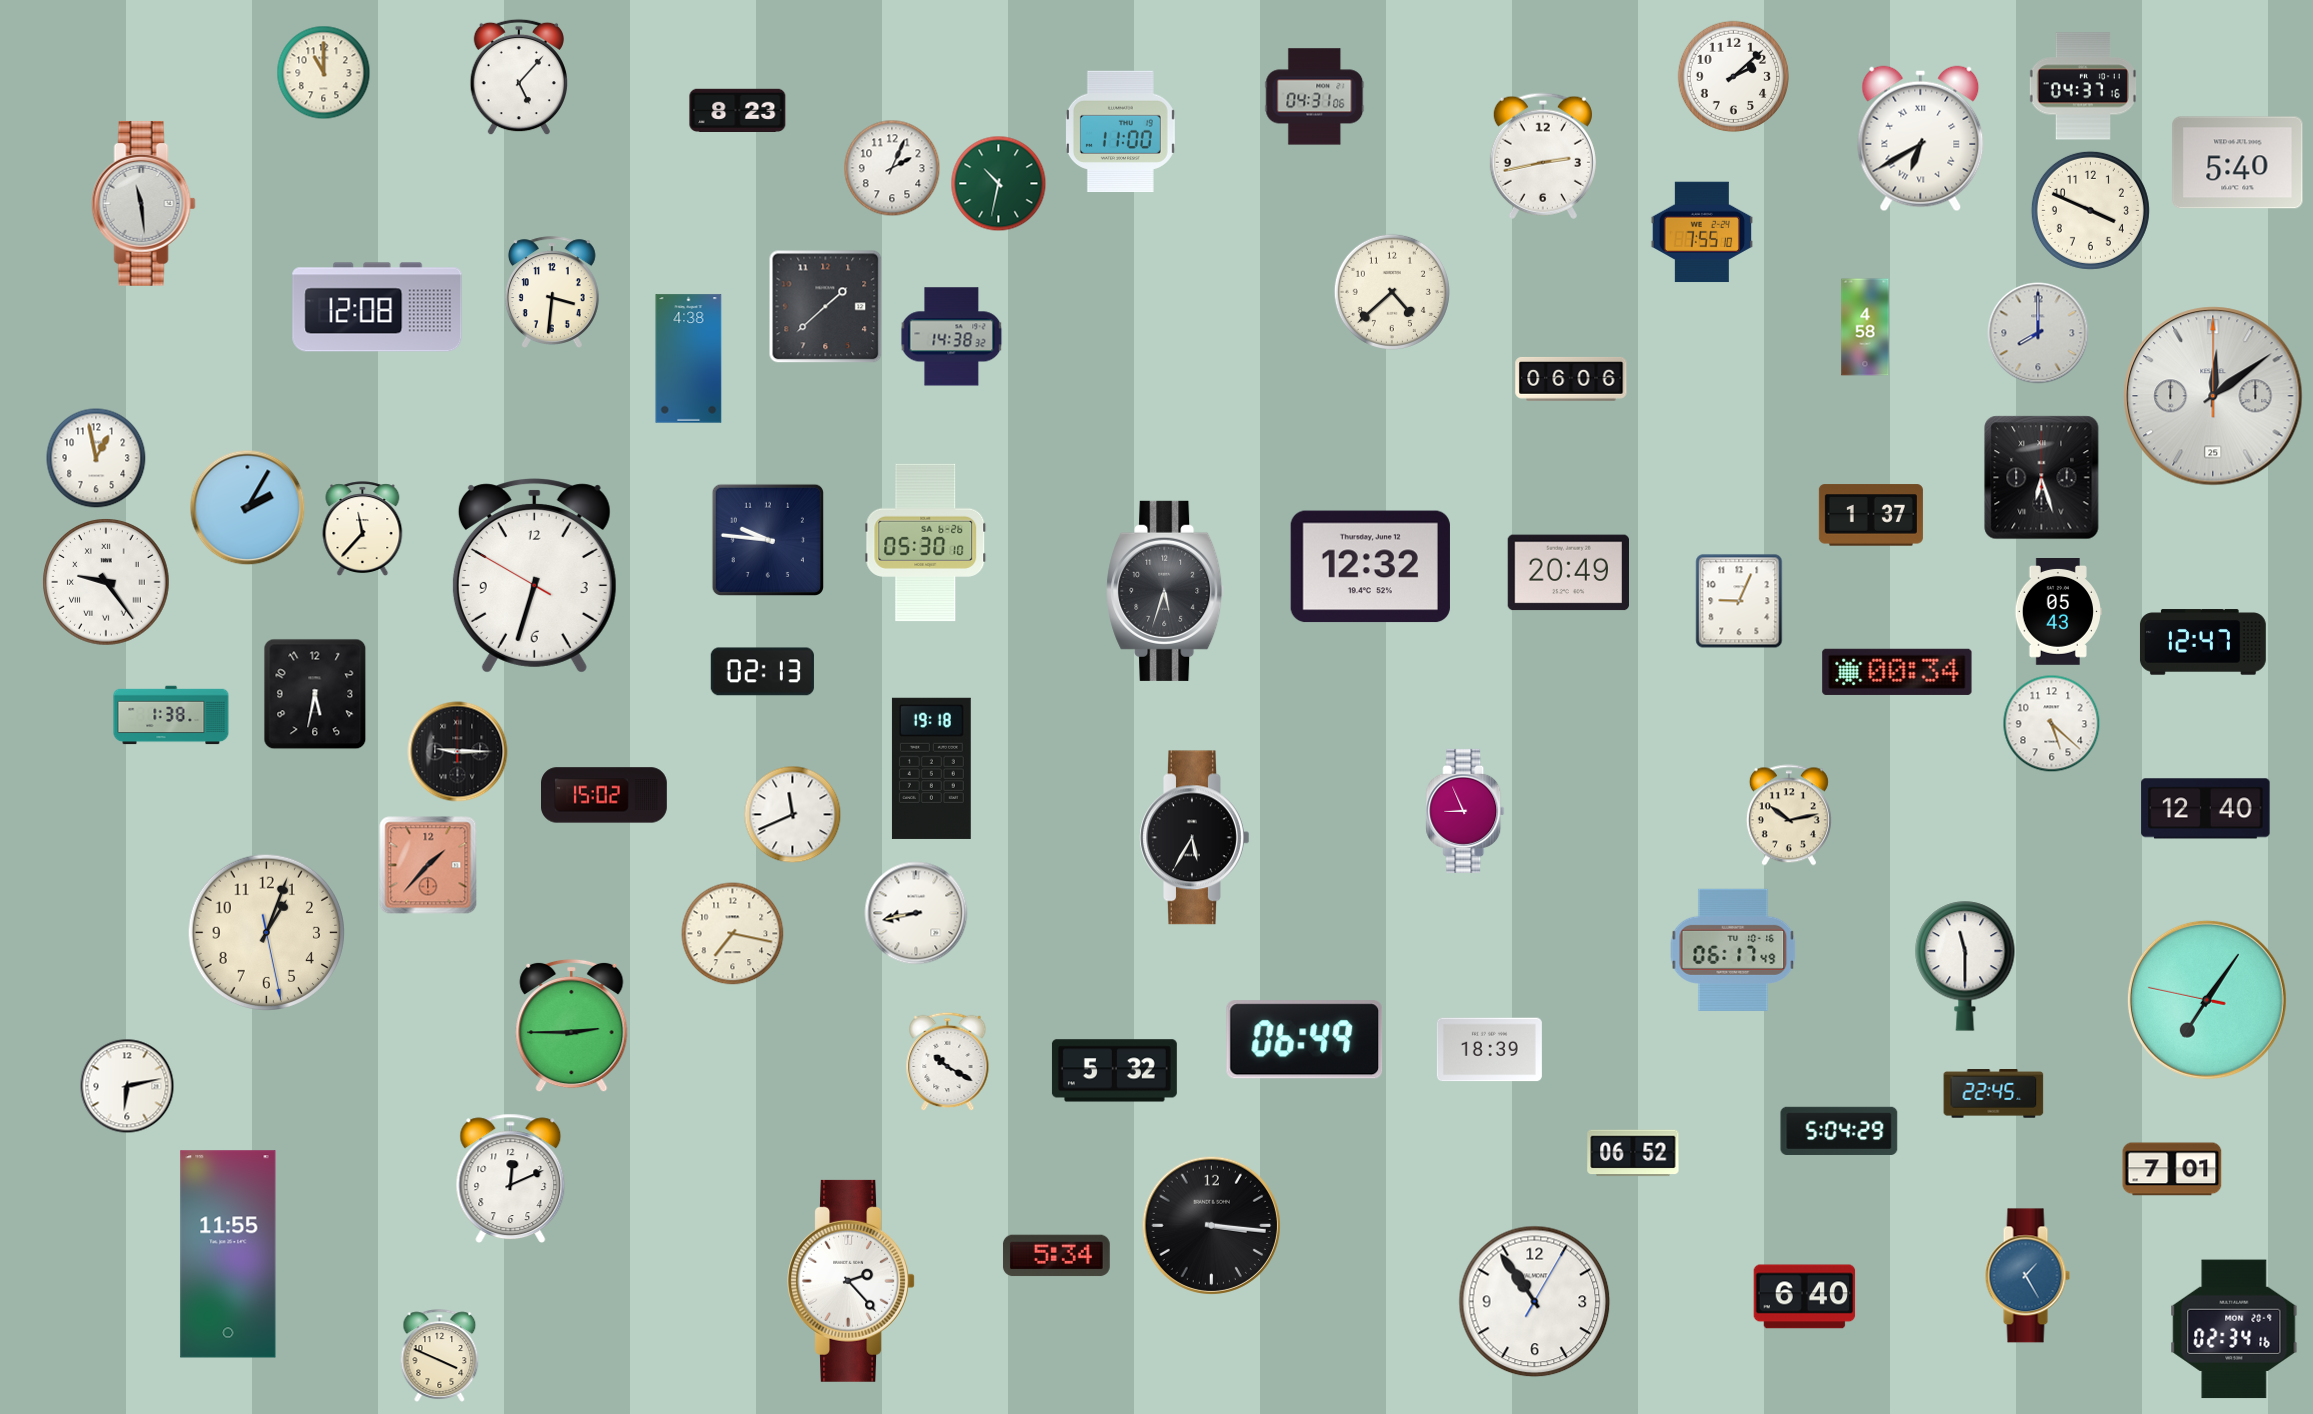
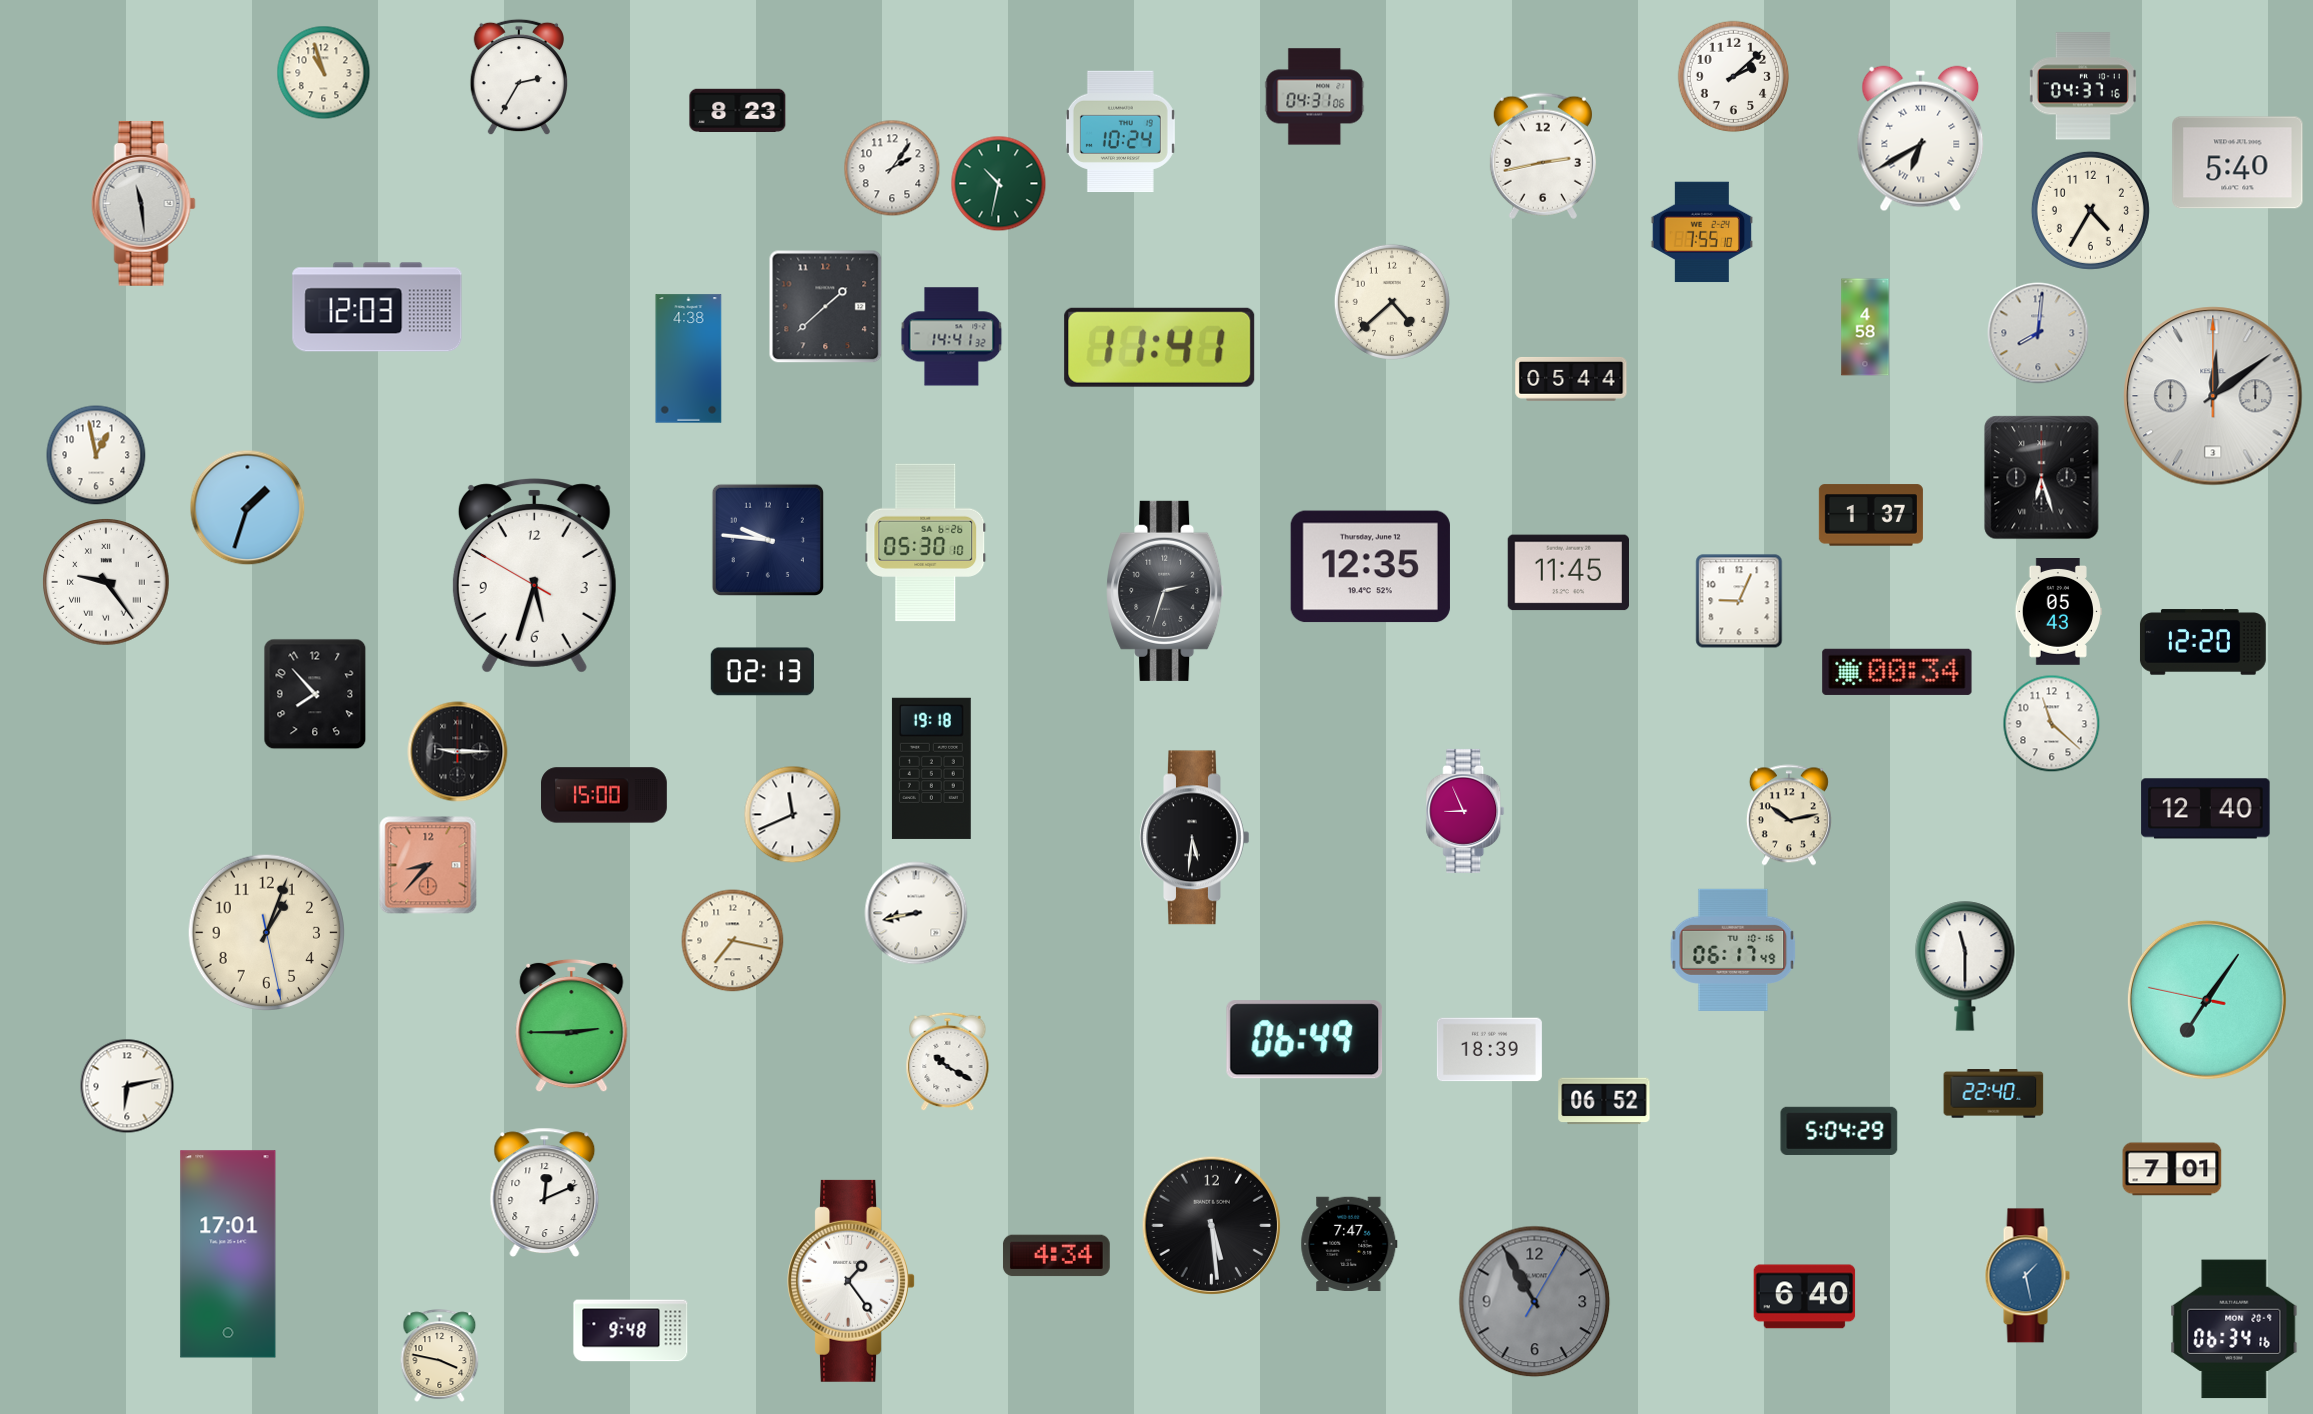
clock at (324, 73): 11:00 -> 10:57
clock at (518, 77): 5:07 -> 2:35
clock at (1120, 131): 11:00 -> 10:24
clock at (892, 168): 2:04 -> 2:06
clock at (2090, 210): 3:49 -> 4:35
clock at (552, 292): 3:31 -> none
clock at (1392, 292) position: (1392, 292) -> (1392, 302)
clock at (377, 307): 12:08 -> 12:03
clock at (2038, 333): 8:00 -> 8:01
clock at (952, 337): 14:38 -> 14:41
clock at (1160, 347): none -> 11:41
clock at (1571, 379): 06:06 -> 05:44
clock at (2213, 396) date: 25 -> 3
clock at (96, 458) position: (96, 458) -> (96, 455)
clock at (248, 508): 2:05 -> 1:33
clock at (363, 528): 11:37 -> none
clock at (1370, 567): 12:32 -> 12:35
clock at (1568, 573): 20:49 -> 11:45
clock at (534, 576): 6:32 -> 5:32
clock at (1166, 591): 5:33 -> 2:33
clock at (2203, 642): 12:47 -> 12:20
clock at (315, 694): 5:32 -> 7:53
clock at (171, 715): 1:38 -> none
clock at (2052, 724): 5:22 -> 11:22
clock at (605, 795): 15:02 -> 15:00
clock at (1195, 838): 5:35 -> 5:31
clock at (428, 865): 1:37 -> 8:37
clock at (733, 934) position: (733, 934) -> (733, 941)
clock at (1114, 1071): 5:32 -> none
clock at (1994, 1094): 22:45 -> 22:40
clock at (1633, 1153) position: (1633, 1153) -> (1604, 1101)
clock at (511, 1178) position: (511, 1178) -> (545, 1192)
clock at (1211, 1225): 3:16 -> 5:29
clock at (1349, 1243): none -> 7:47
clock at (228, 1254): 11:55 -> 17:01
clock at (1056, 1256): 5:34 -> 4:34
clock at (2027, 1276): 1:25 -> 1:28
clock at (851, 1281): 2:23 -> 1:24
clock at (1535, 1302): 10:54 -> 10:55
clock at (1535, 1302) dial: white -> grey
clock at (2234, 1329): 02:34 -> 06:34
clock at (631, 1331): none -> 9:48
clock at (440, 1355): 3:49 -> 3:47
